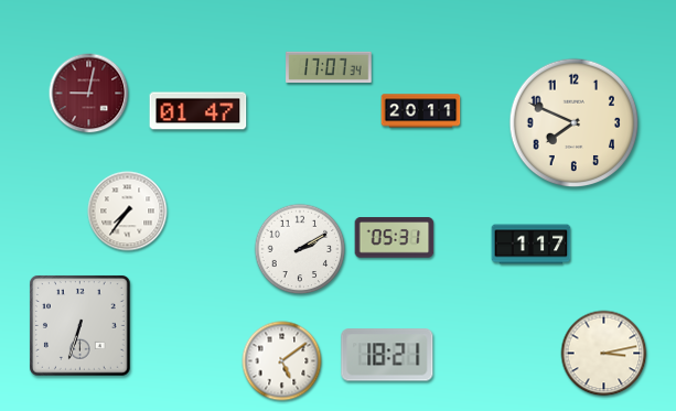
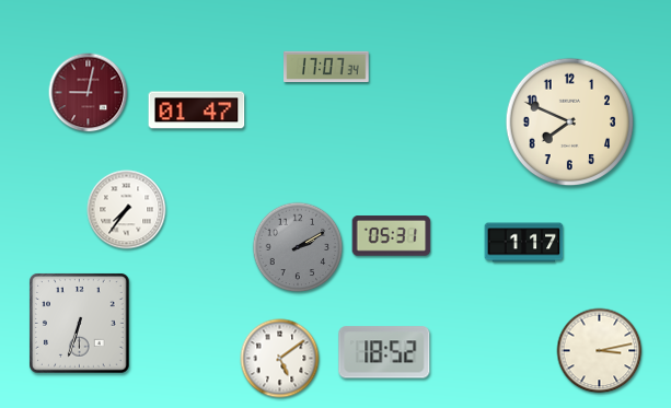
clock at (421, 111): 20:11 -> none
clock at (532, 245) position: (532, 245) -> (524, 243)
clock at (300, 249) dial: white -> grey
clock at (387, 355): 18:21 -> 18:52
